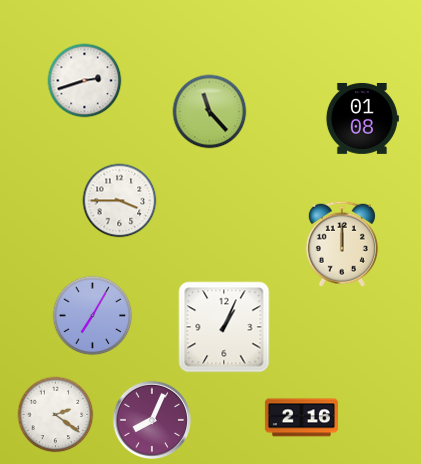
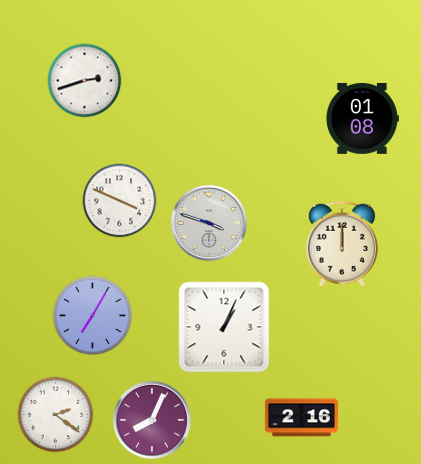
clock at (210, 112): 11:23 -> none
clock at (120, 201): 3:45 -> 3:49
clock at (208, 222): none -> 3:48
